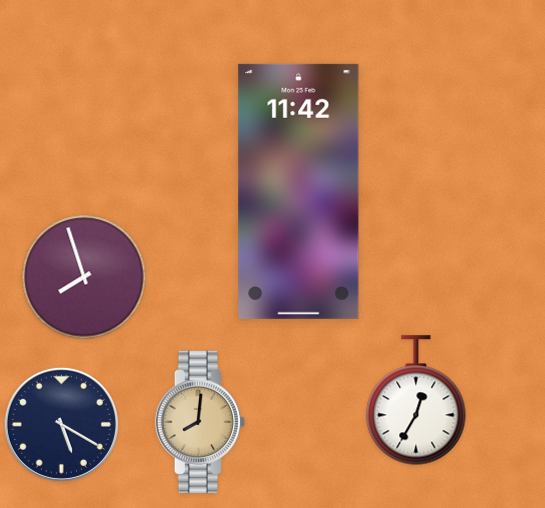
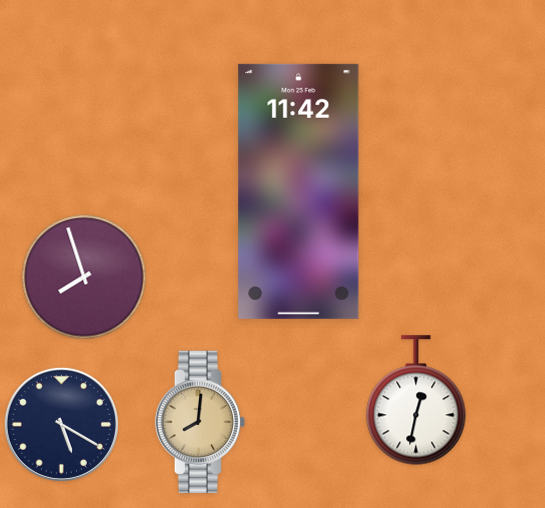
clock at (416, 400): 12:35 -> 12:32
